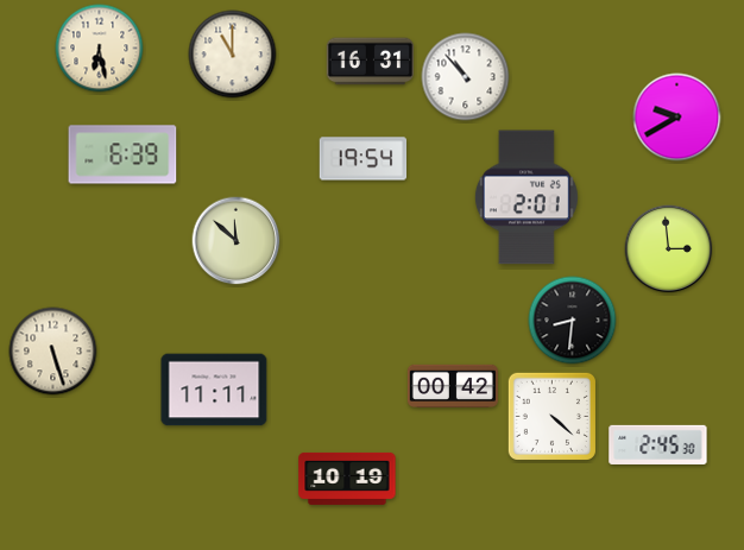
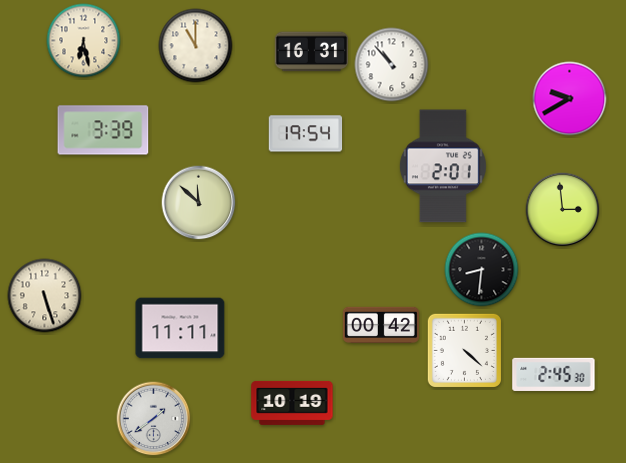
clock at (122, 154): 6:39 -> 3:39
clock at (154, 419): none -> 1:39
